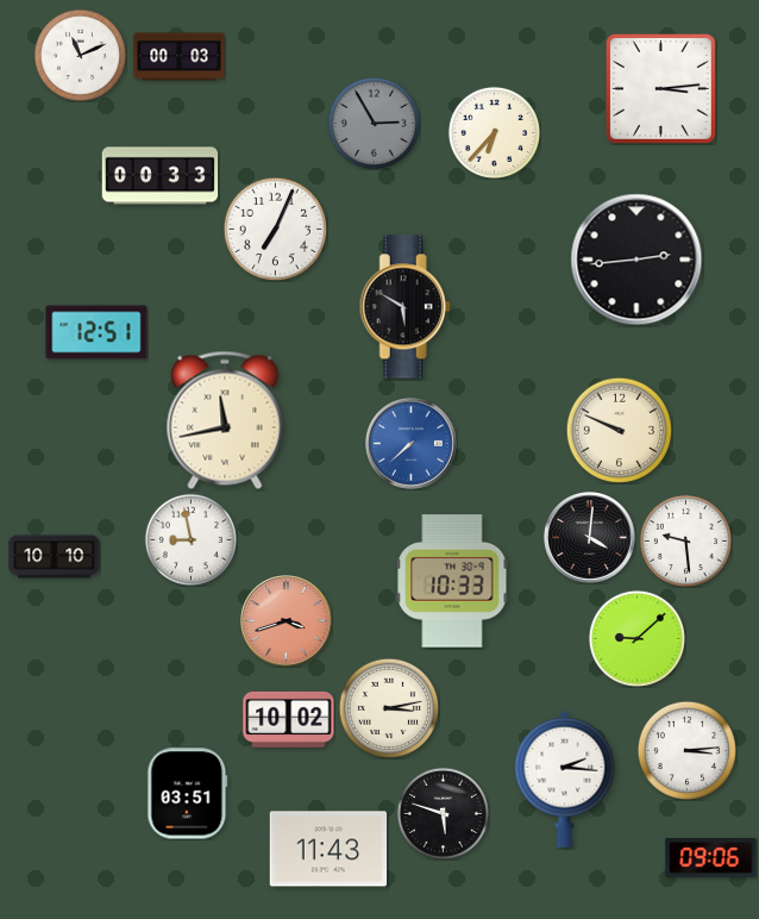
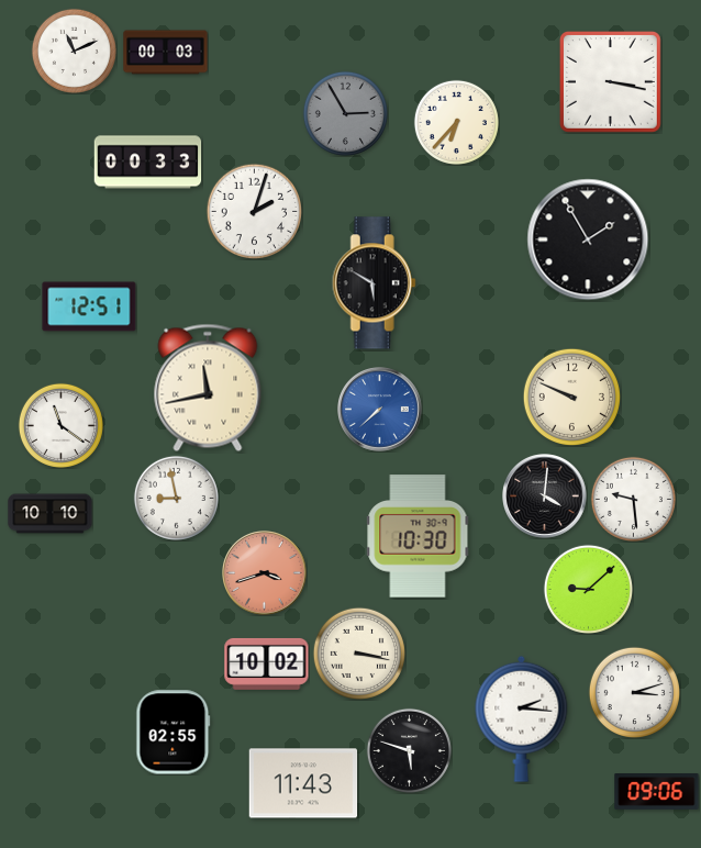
clock at (660, 88): 3:14 -> 3:17
clock at (275, 229): 7:04 -> 2:03
clock at (636, 260): 2:44 -> 1:55
clock at (60, 425): none -> 11:21
clock at (452, 581): 10:33 -> 10:30
clock at (388, 707): 3:13 -> 3:17
clock at (686, 750): 3:14 -> 3:12
clock at (188, 794): 03:51 -> 02:55
